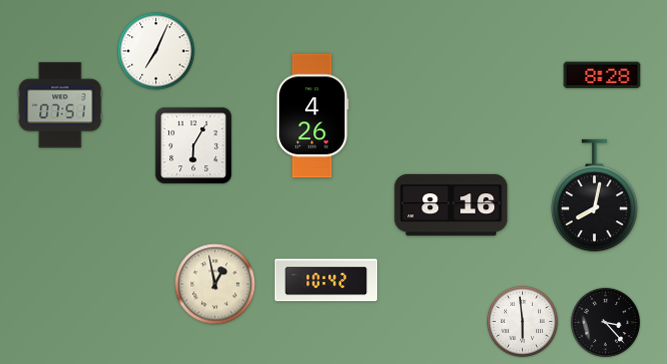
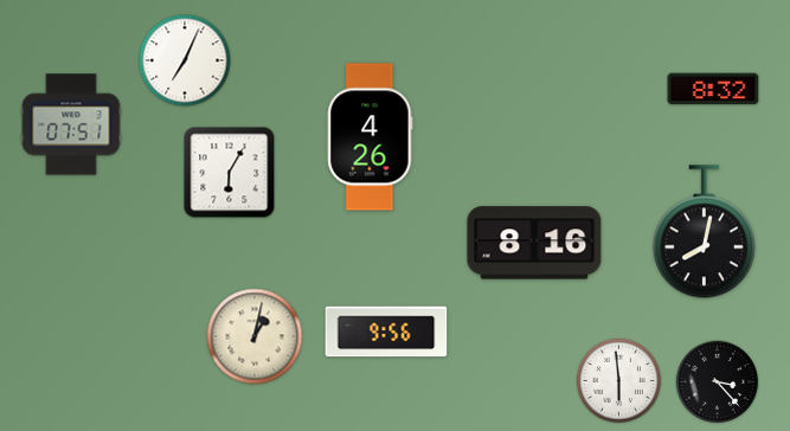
clock at (602, 75): 8:28 -> 8:32
clock at (326, 280): 10:42 -> 9:56
clock at (215, 284): 12:58 -> 1:02
